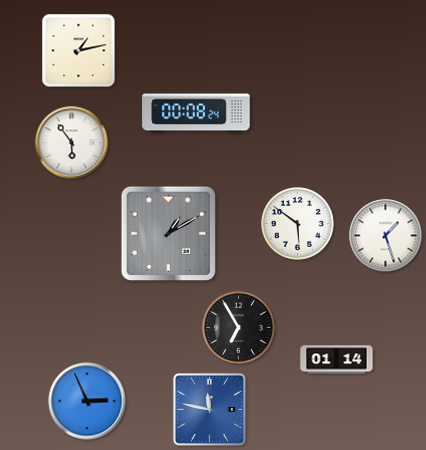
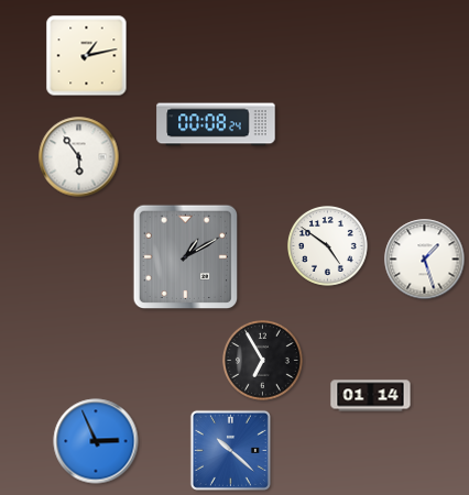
clock at (298, 224): 5:51 -> 4:51
clock at (209, 409): 11:47 -> 10:22
